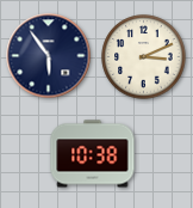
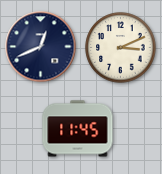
clock at (49, 56): 5:54 -> 12:41
clock at (93, 154): 10:38 -> 11:45
